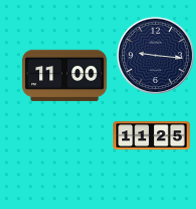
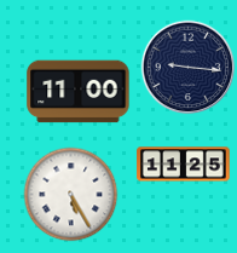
clock at (70, 194): none -> 5:25
